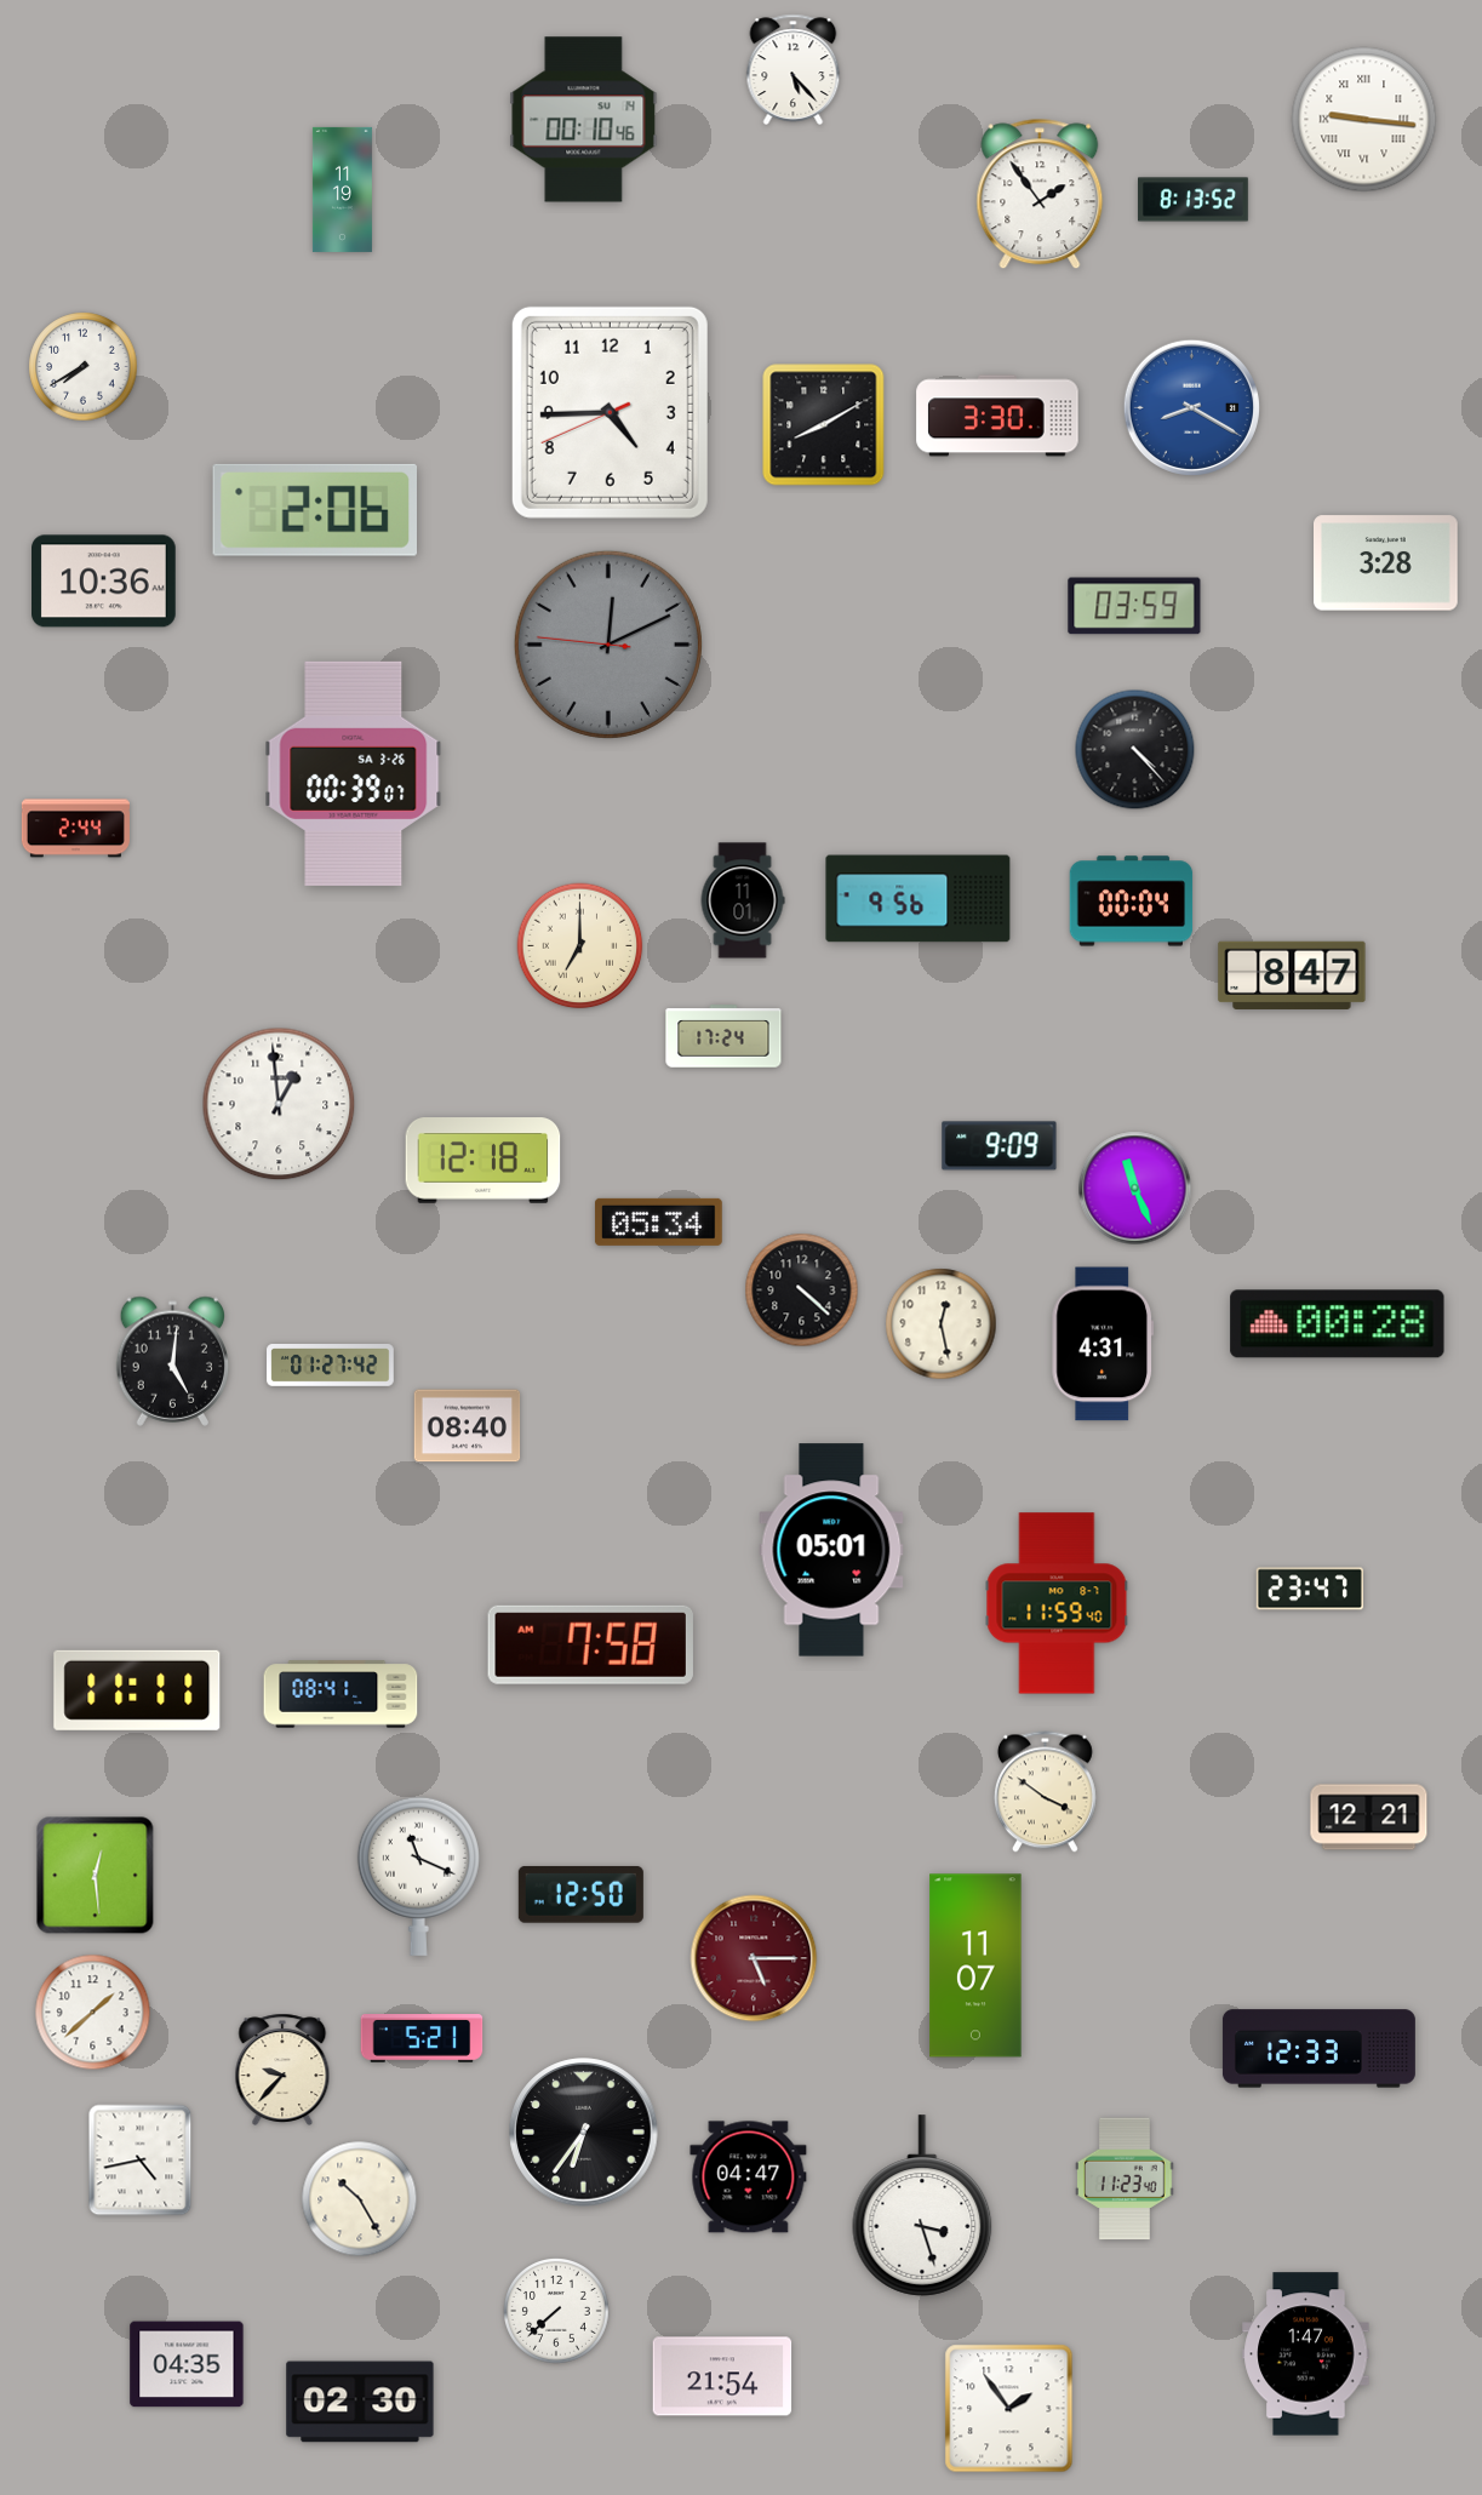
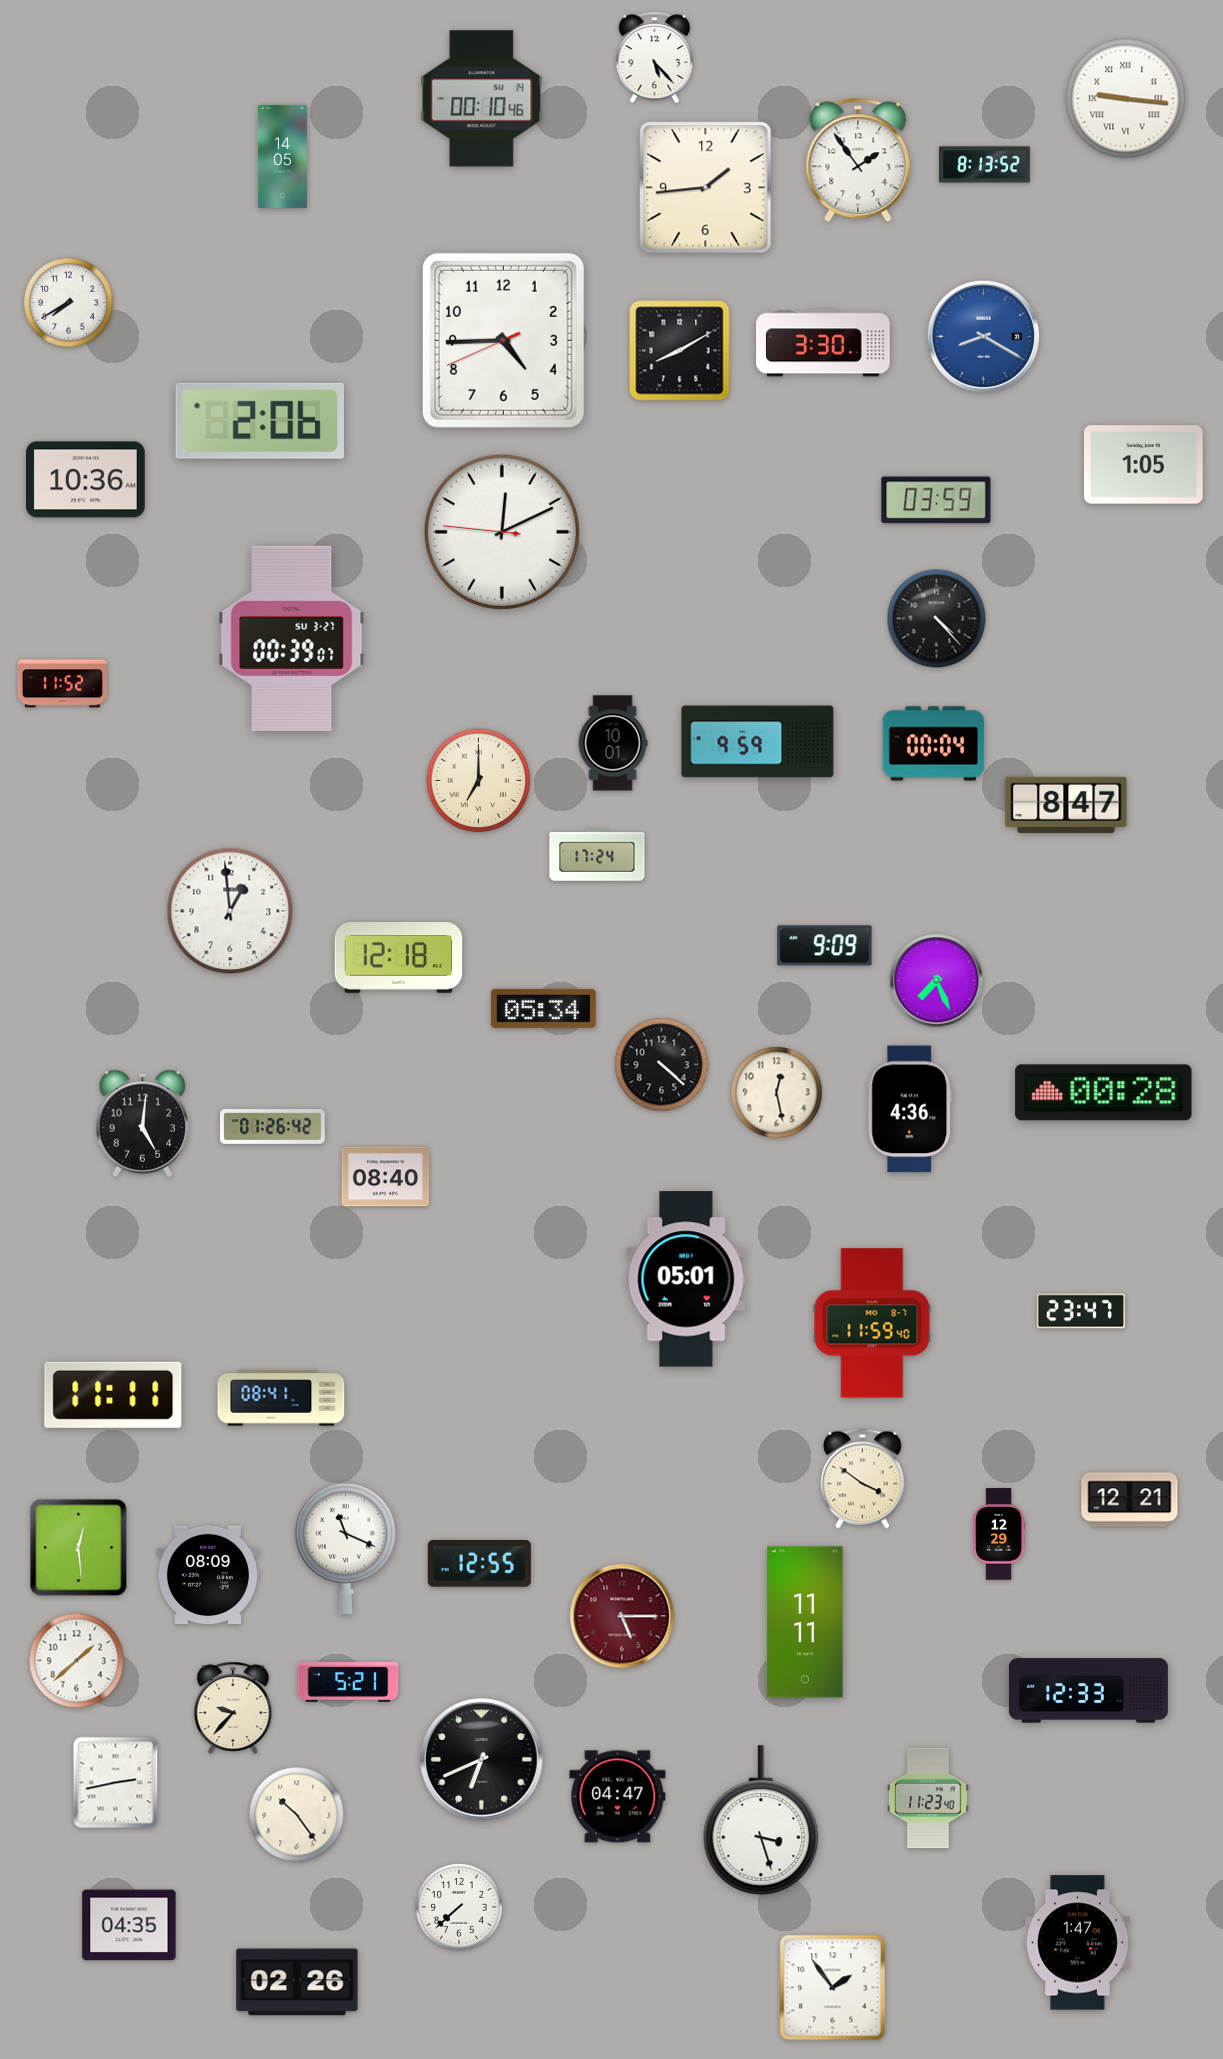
clock at (342, 189): 11:19 -> 14:05
clock at (706, 188): none -> 1:44
clock at (1386, 563): 3:28 -> 1:05
clock at (608, 645) dial: grey -> white
clock at (354, 773) date: SA 3-26 -> SU 3-27
clock at (75, 829): 2:44 -> 11:52
clock at (919, 899): 9:56 -> 9:59
clock at (743, 900): 11:01 -> 10:01
clock at (1135, 1189): 11:26 -> 7:26
clock at (1103, 1344): 4:31 -> 4:36
clock at (331, 1366): 01:27 -> 01:26
clock at (590, 1644): 7:58 -> none
clock at (999, 1534): none -> 12:29
clock at (580, 1895): 12:50 -> 12:55
clock at (208, 1575): none -> 08:09
clock at (975, 1965): 11:07 -> 11:11
clock at (584, 2133): 6:36 -> 6:41
clock at (141, 2161): 4:43 -> 2:43
clock at (360, 2199): 10:25 -> 10:24
clock at (187, 2364) position: (187, 2364) -> (129, 1925)
clock at (722, 2376): 21:54 -> none
clock at (360, 2402): 02:30 -> 02:26
